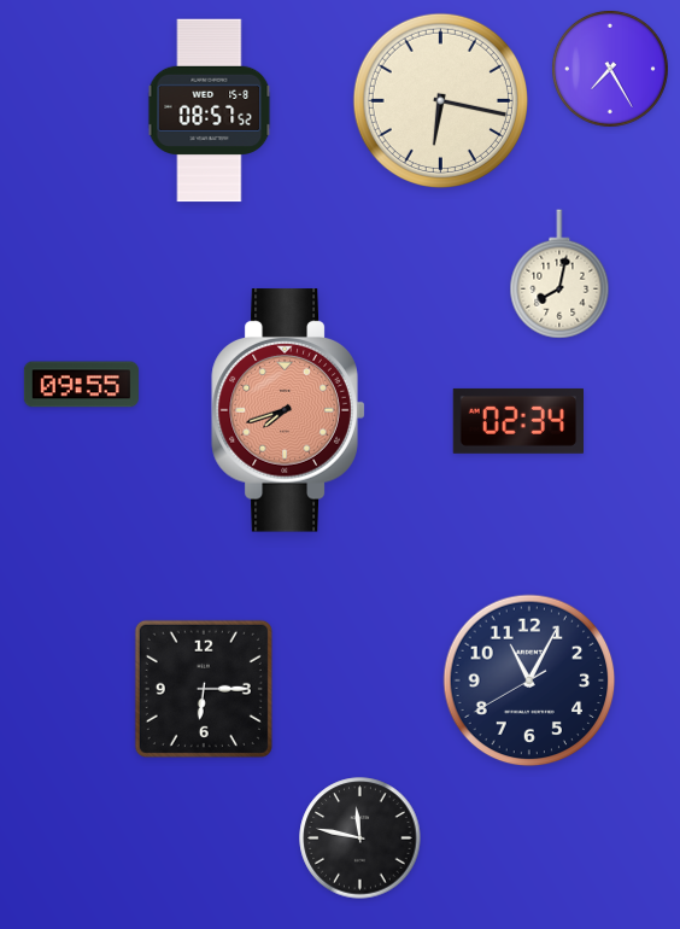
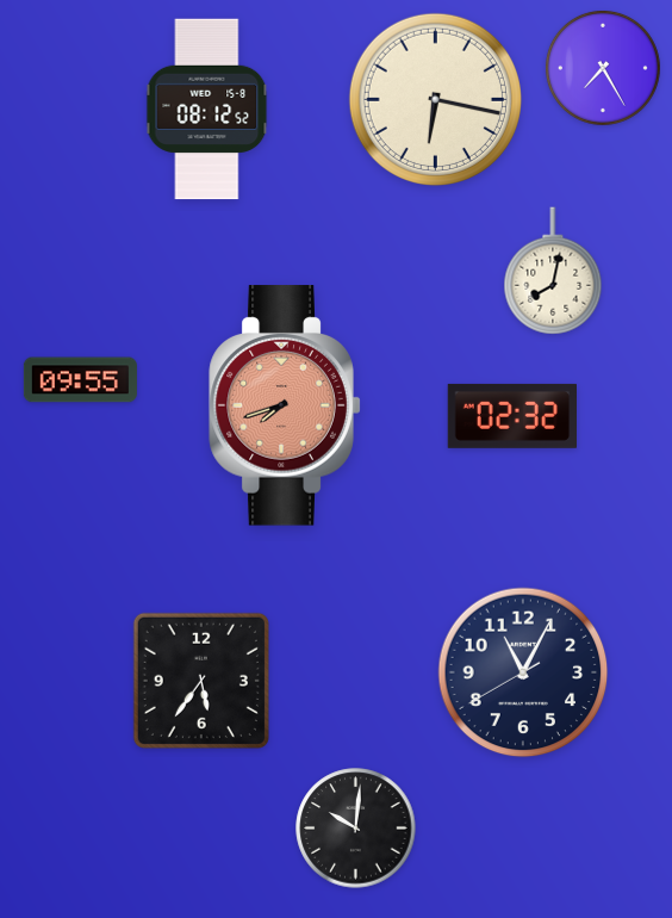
clock at (210, 111): 08:57 -> 08:12
clock at (517, 421): 02:34 -> 02:32
clock at (204, 689): 6:15 -> 5:36
clock at (360, 839): 11:47 -> 10:01
